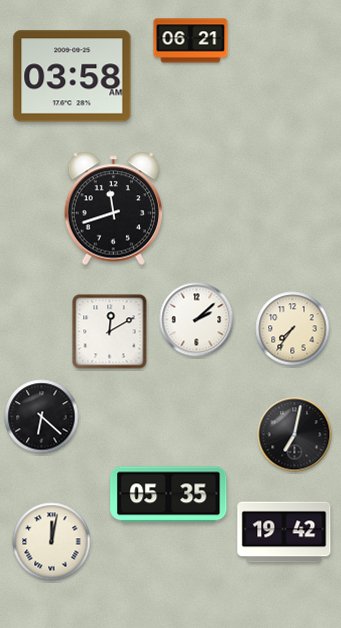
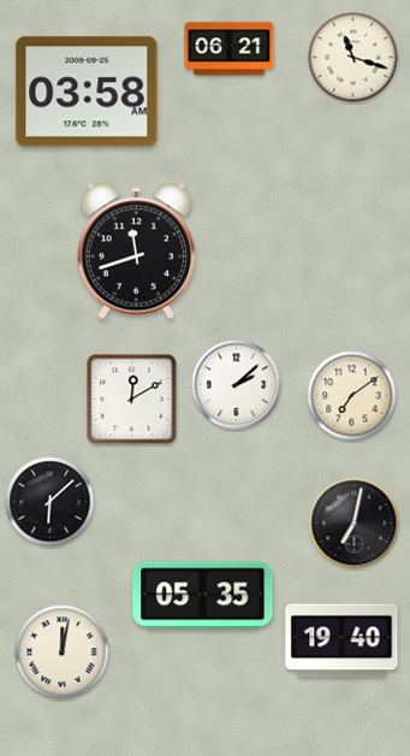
clock at (353, 58): none -> 11:18
clock at (293, 329): 7:36 -> 7:09
clock at (42, 417): 6:22 -> 6:08
clock at (284, 532): 19:42 -> 19:40
